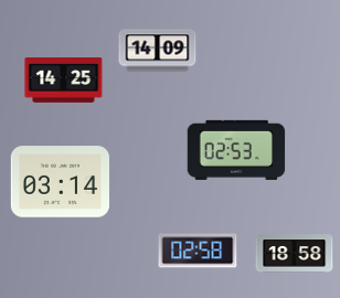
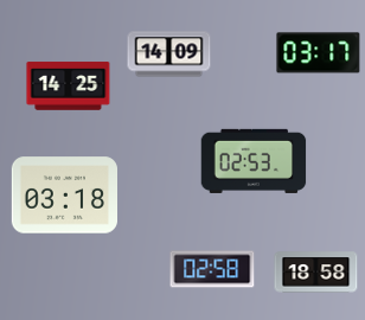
clock at (319, 53): none -> 03:17
clock at (60, 182): 03:14 -> 03:18
